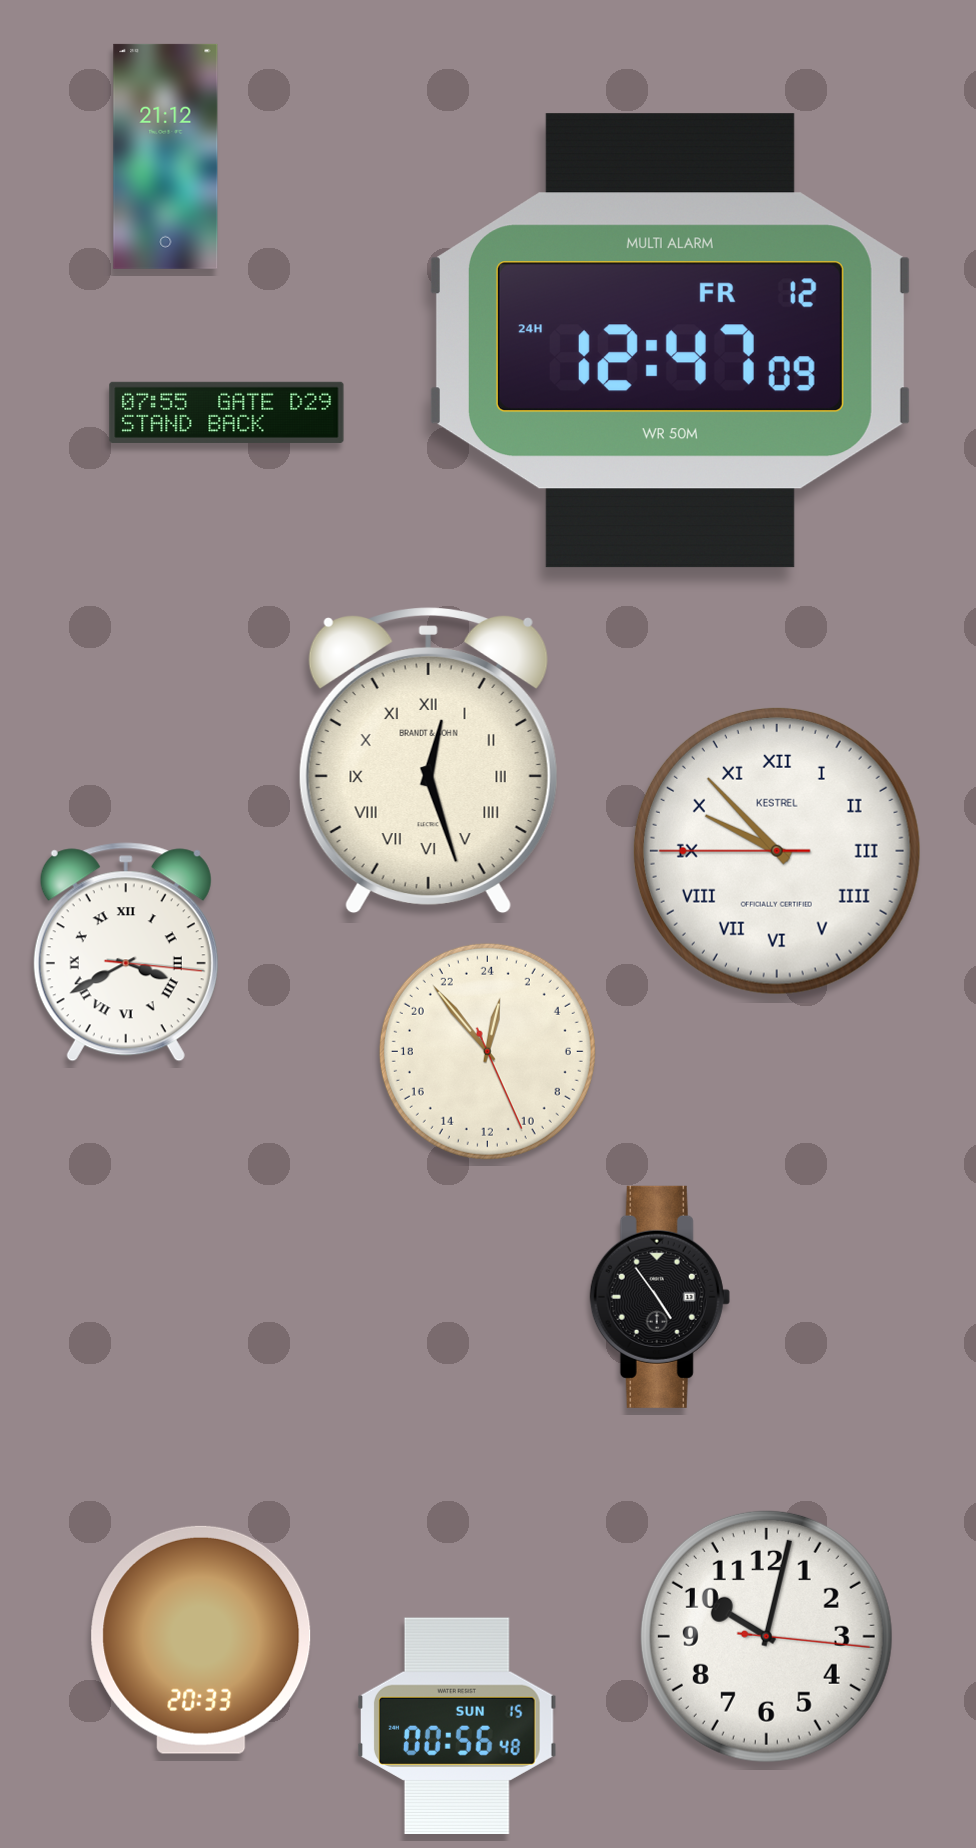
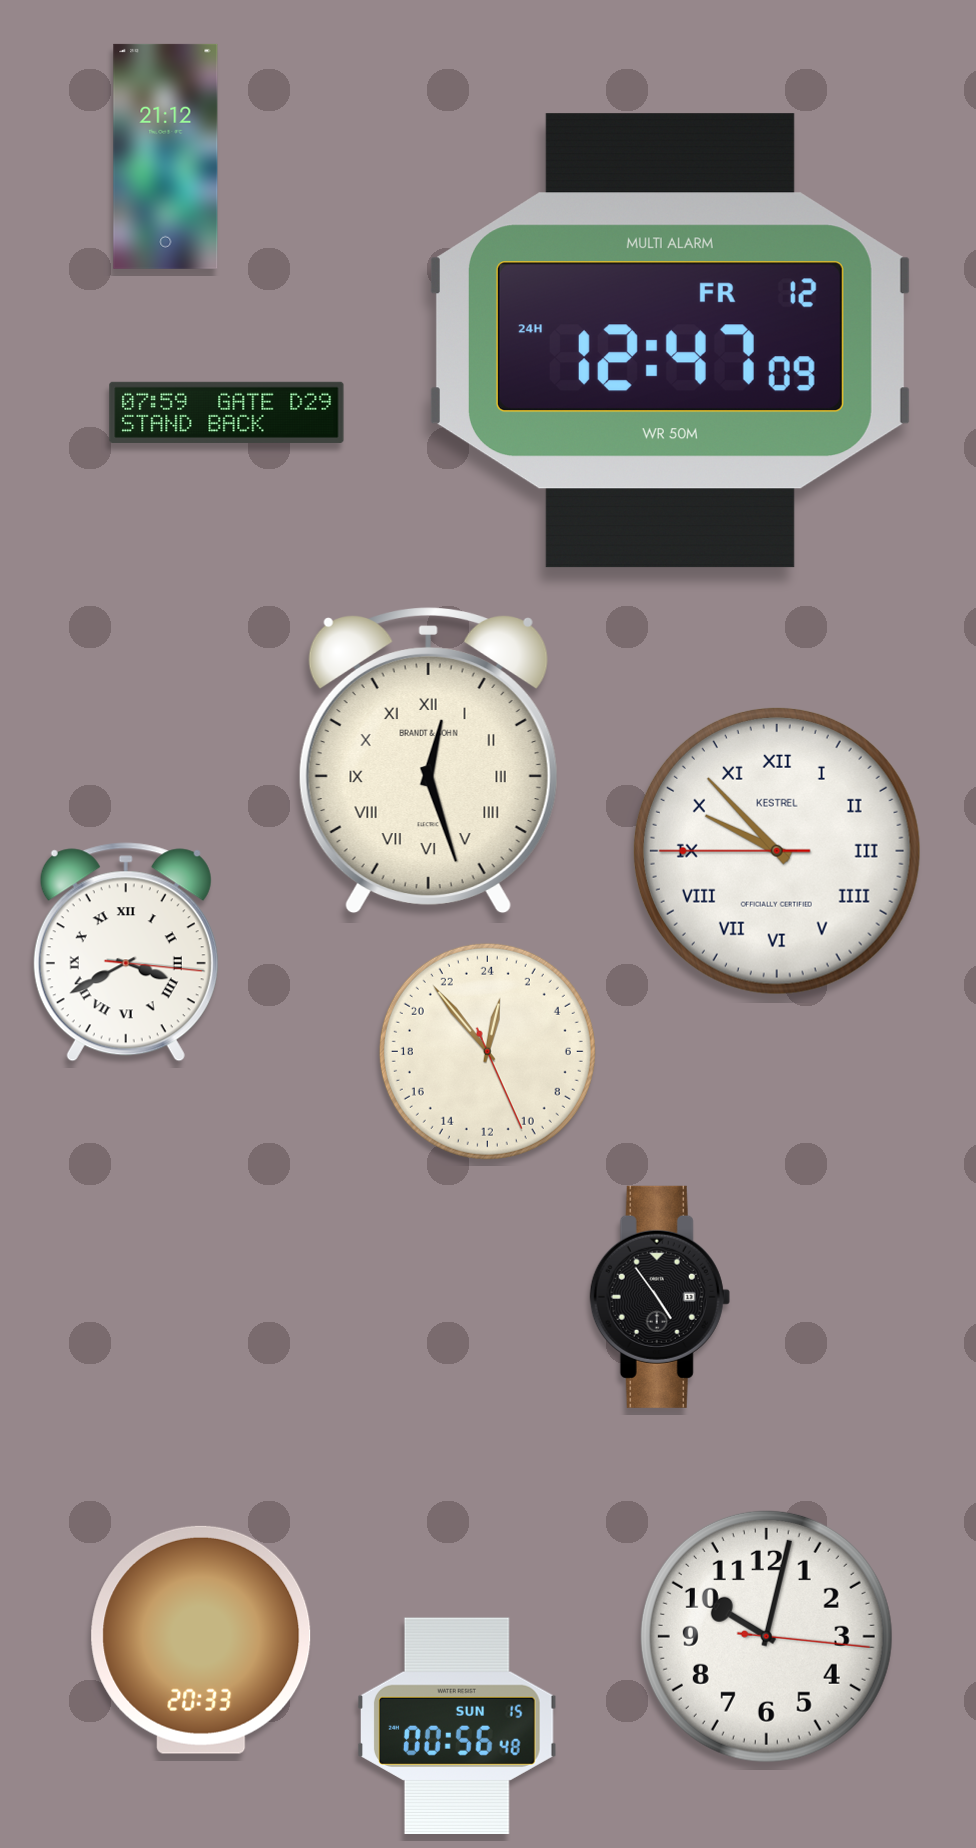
clock at (227, 412): 07:55 -> 07:59
